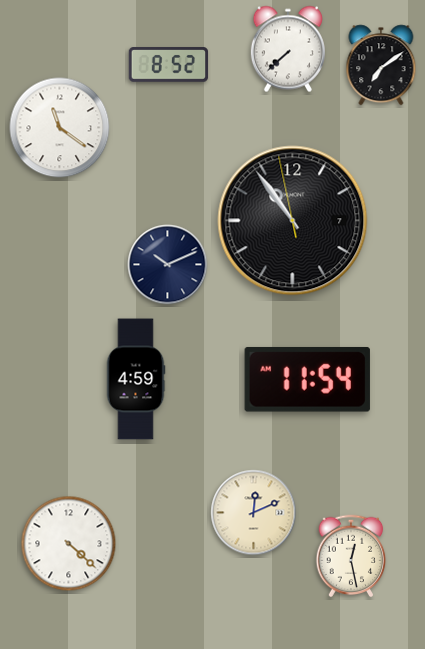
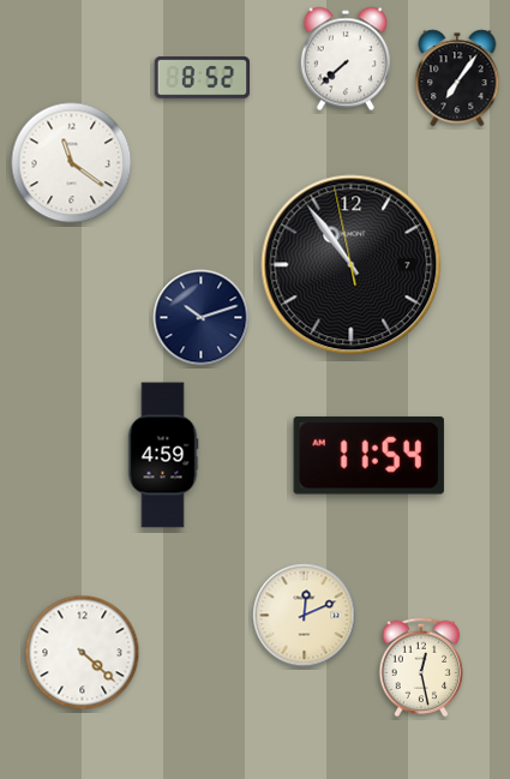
clock at (381, 65): 7:09 -> 7:06
clock at (60, 128) position: (60, 128) -> (72, 163)
clock at (168, 265): 10:11 -> 10:12
